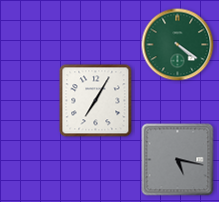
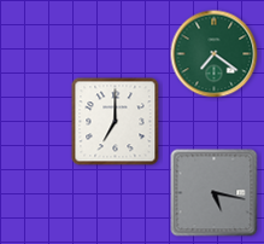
clock at (178, 45): 4:21 -> 7:21
clock at (96, 101): 7:05 -> 7:00
